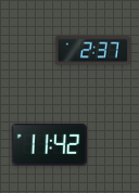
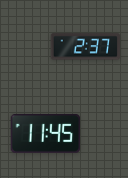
clock at (50, 145): 11:42 -> 11:45
